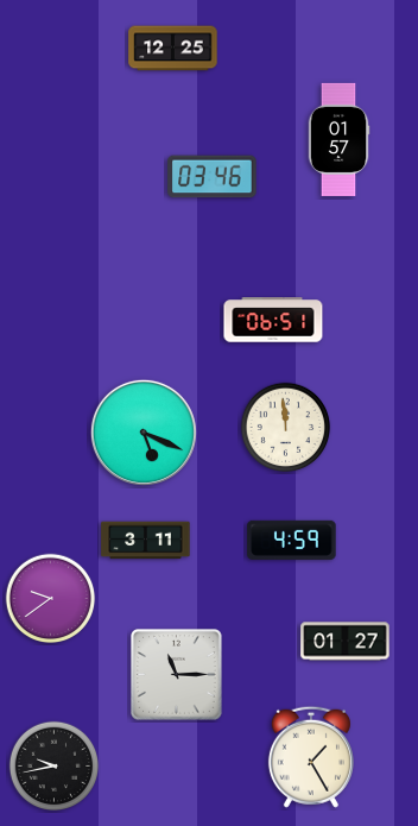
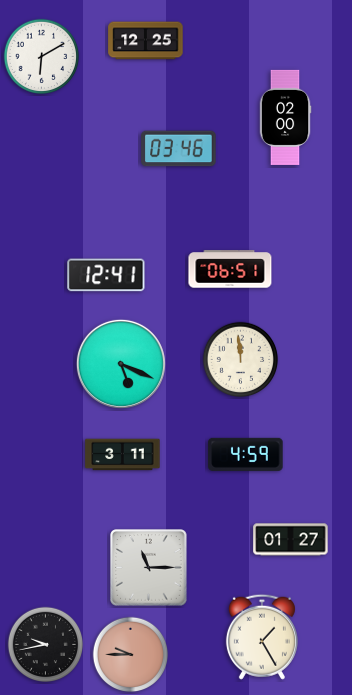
clock at (42, 57): none -> 6:10
clock at (338, 139): 01:57 -> 02:00
clock at (106, 275): none -> 12:41
clock at (51, 599): 9:39 -> none
clock at (131, 655): none -> 9:45
